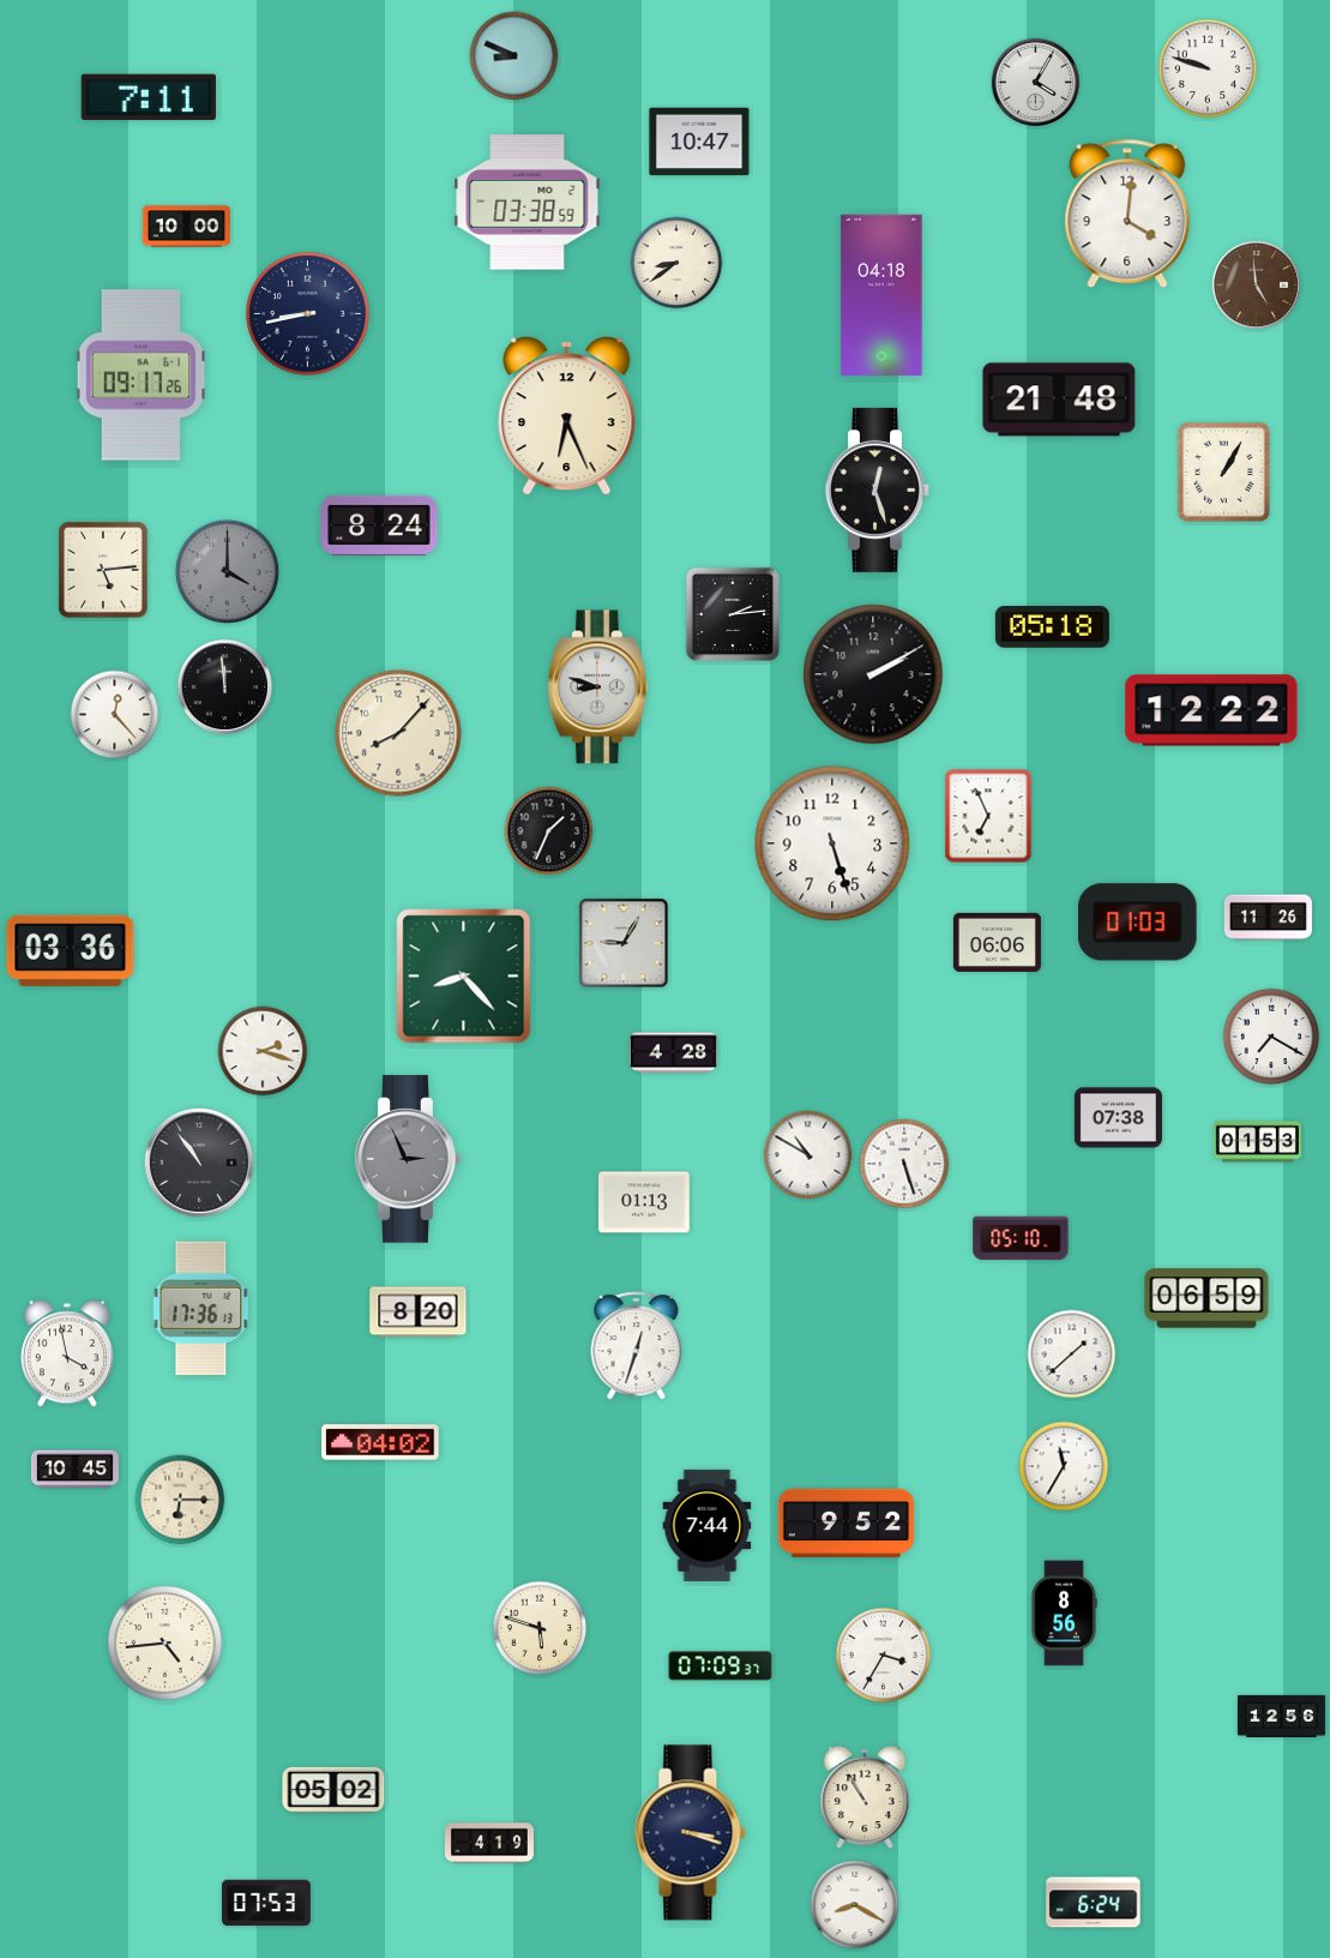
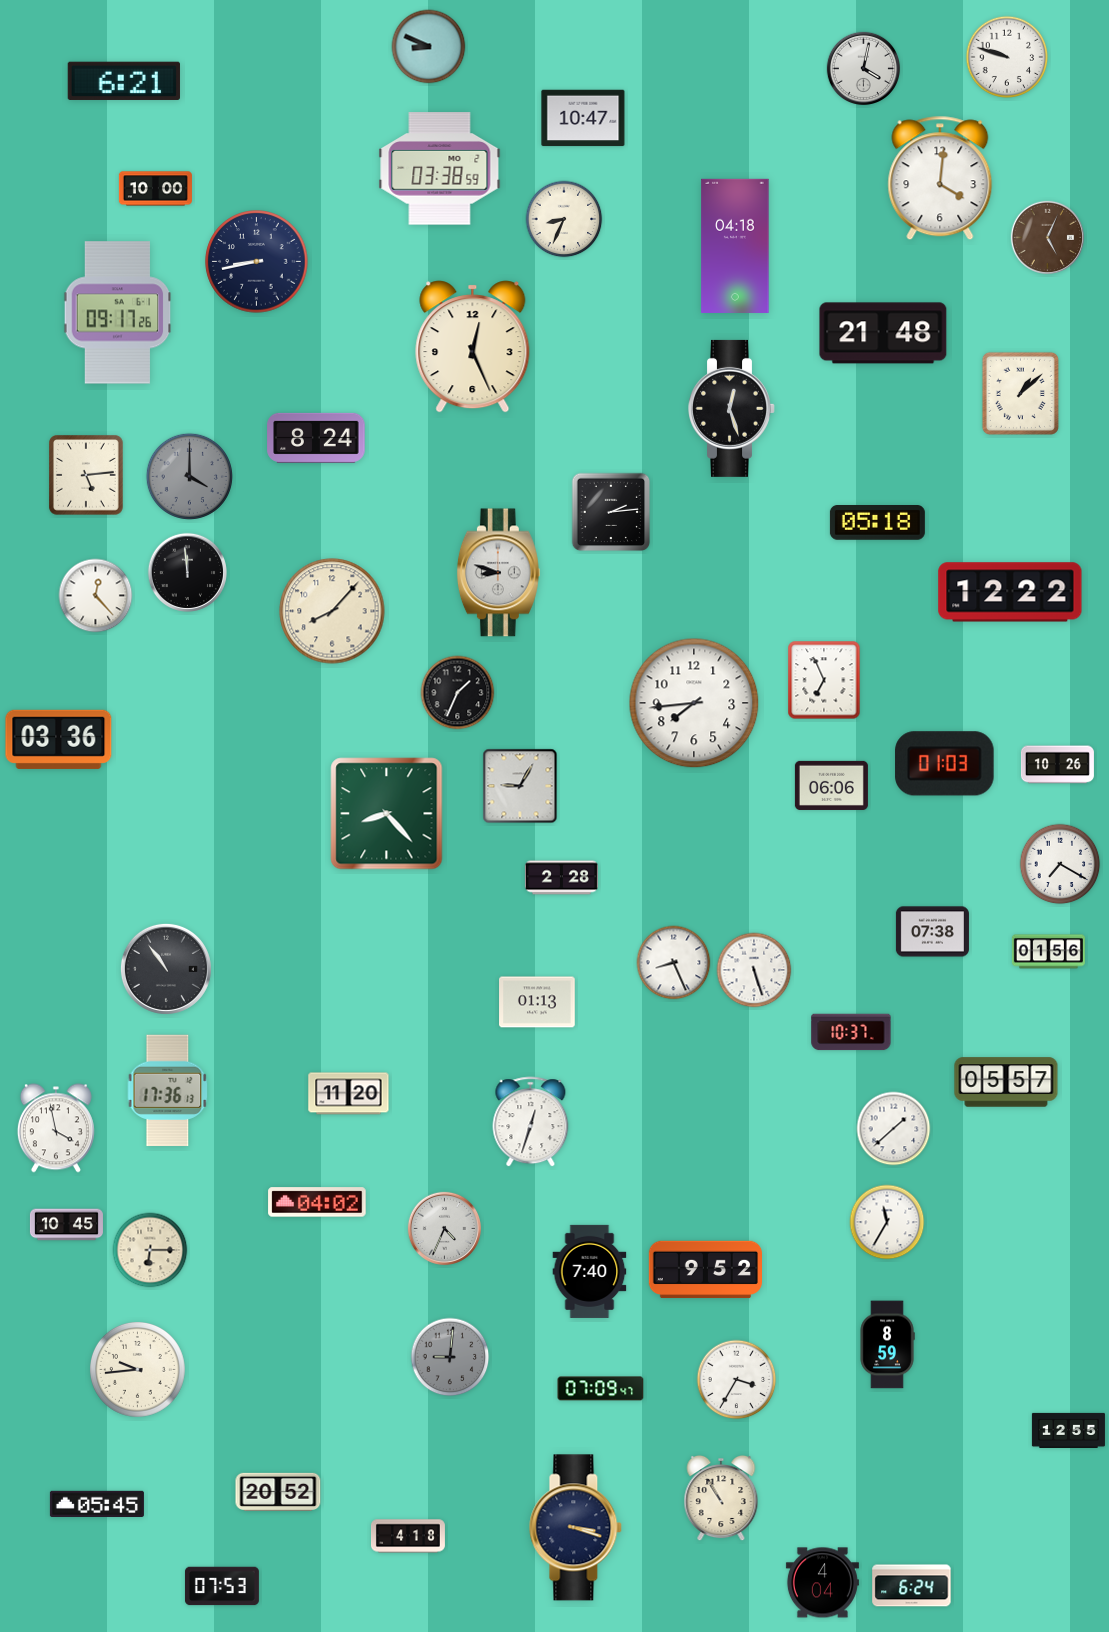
clock at (1036, 83): 4:05 -> 4:02
clock at (149, 96): 7:11 -> 6:21
clock at (676, 263): 8:39 -> 8:34
clock at (1257, 286): 4:59 -> 5:04
clock at (567, 416): 6:26 -> 12:26
clock at (1223, 472): 1:05 -> 1:08
clock at (873, 674): 2:10 -> none
clock at (832, 843): 5:27 -> 7:44
clock at (1268, 918): 11:26 -> 10:26
clock at (1138, 923) position: (1138, 923) -> (945, 764)
clock at (71, 950) position: (71, 950) -> (59, 739)
clock at (263, 1051): 2:18 -> none
clock at (673, 1053): 4:28 -> 2:28
clock at (1257, 1142): 01:53 -> 01:56
clock at (808, 1155): 10:50 -> 8:26
clock at (408, 1159): 2:56 -> none
clock at (1021, 1238): 05:10 -> 10:37
clock at (1206, 1298): 06:59 -> 05:57
clock at (419, 1313): 8:20 -> 11:20
clock at (74, 1470) position: (74, 1470) -> (66, 1225)
clock at (445, 1229): none -> 4:34
clock at (708, 1525): 7:44 -> 7:40
clock at (1064, 1614): 8:56 -> 8:59
clock at (540, 1628): 5:48 -> 9:01
clock at (540, 1628) dial: cream -> grey
clock at (166, 1644): 4:44 -> 9:44
clock at (721, 1666): 07:09:37 -> 07:09:47
clock at (1281, 1716): 12:56 -> 12:55
clock at (333, 1789): 05:02 -> 20:52
clock at (97, 1503): none -> 05:45
clock at (489, 1843): 4:19 -> 4:18
clock at (822, 1583): none -> 4:04
clock at (855, 1905): 8:20 -> none
